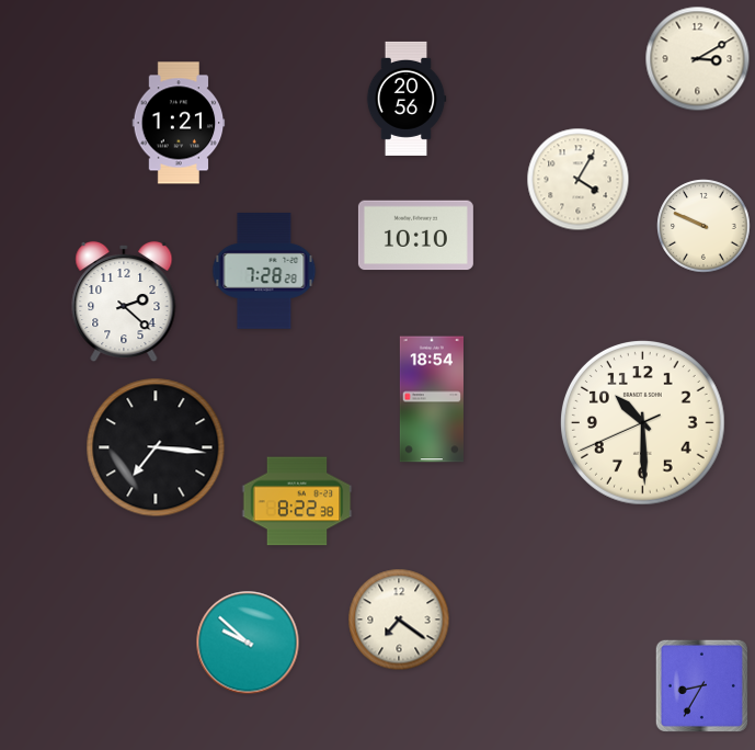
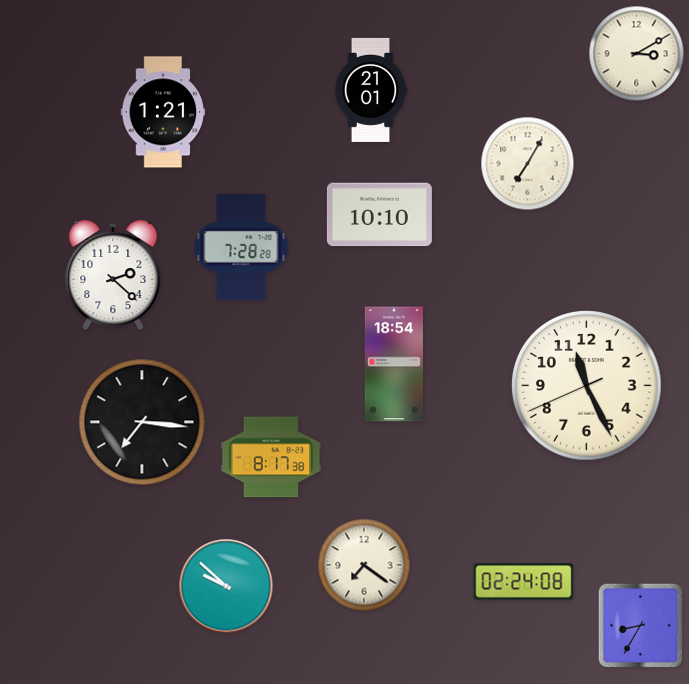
clock at (407, 99): 20:56 -> 21:01
clock at (579, 180): 4:05 -> 7:05
clock at (703, 226): 9:49 -> none
clock at (643, 423): 10:29 -> 11:25
clock at (156, 447) position: (156, 447) -> (142, 422)
clock at (297, 501): 8:22 -> 8:17
clock at (524, 582): none -> 02:24
